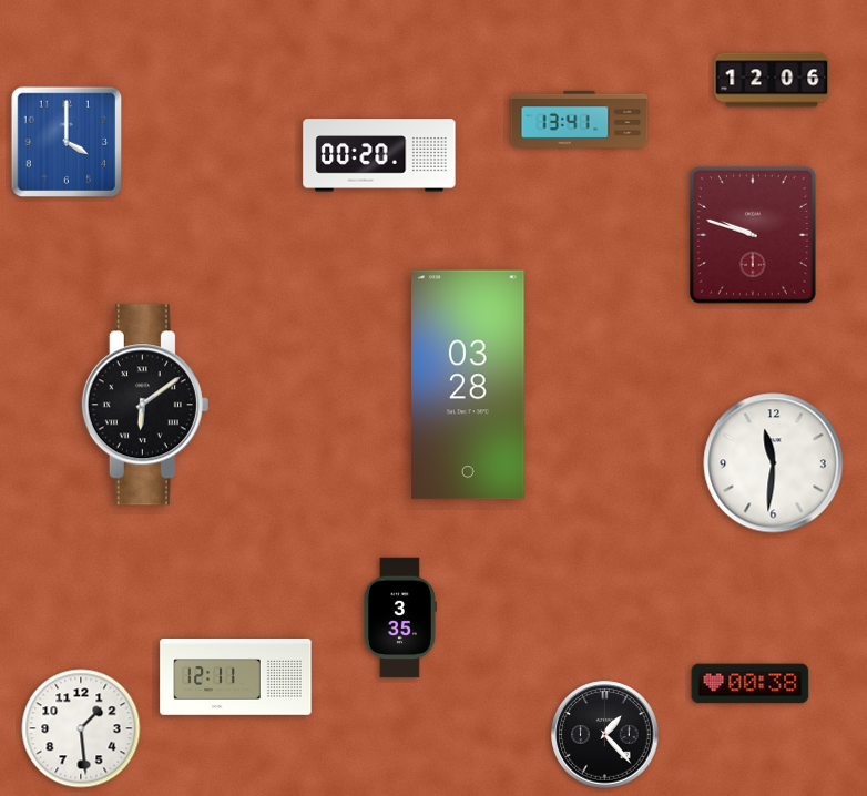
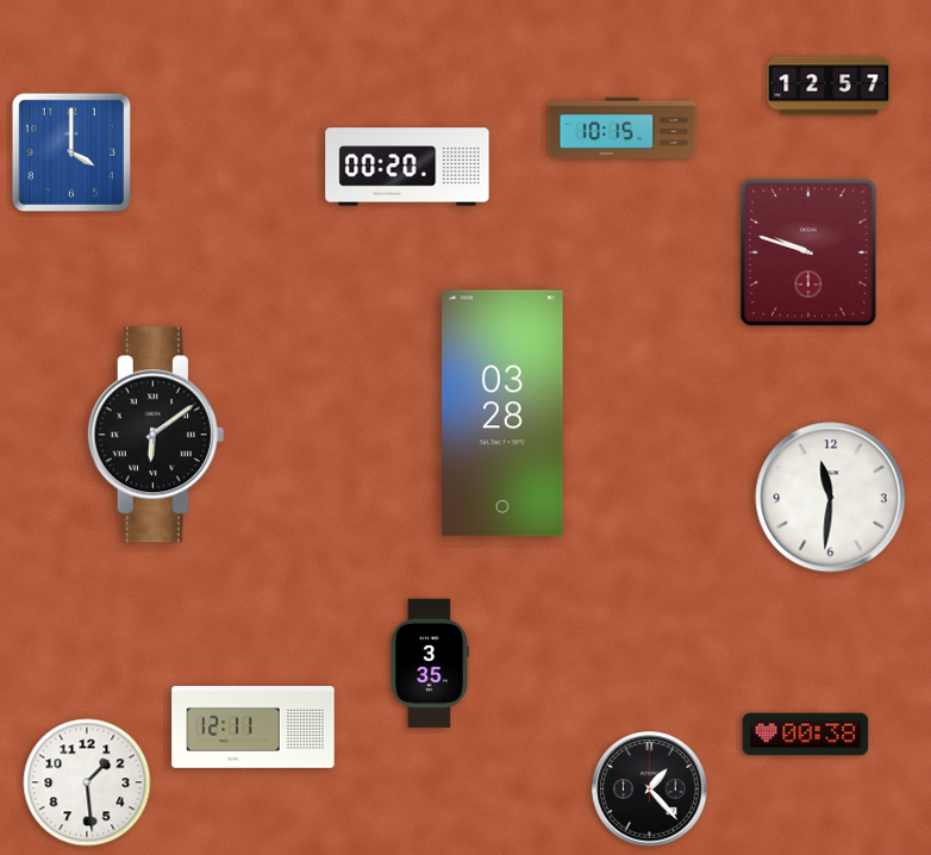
clock at (772, 80): 12:06 -> 12:57
clock at (580, 119): 13:41 -> 10:15
